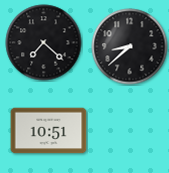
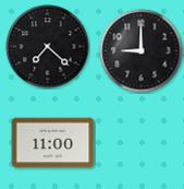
clock at (130, 47): 8:38 -> 9:00
clock at (49, 131): 10:51 -> 11:00
